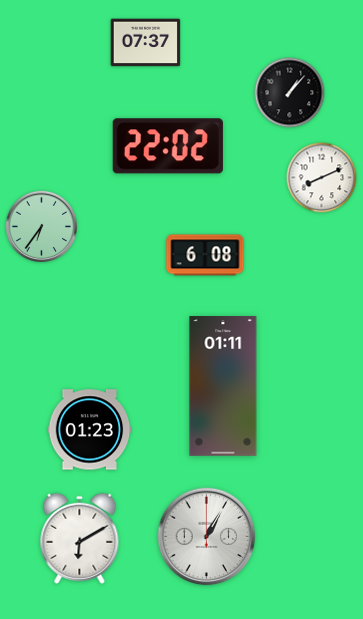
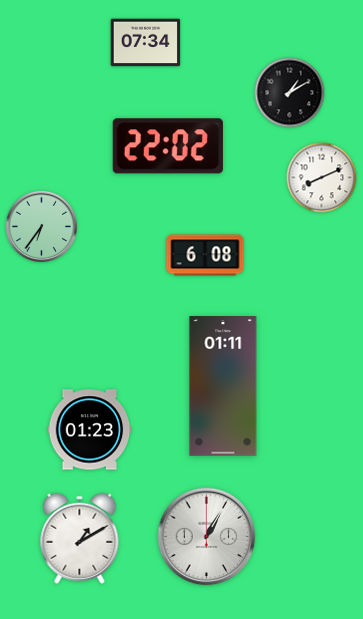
clock at (146, 43): 07:37 -> 07:34
clock at (290, 93): 1:07 -> 1:10
clock at (80, 538): 6:10 -> 1:10
